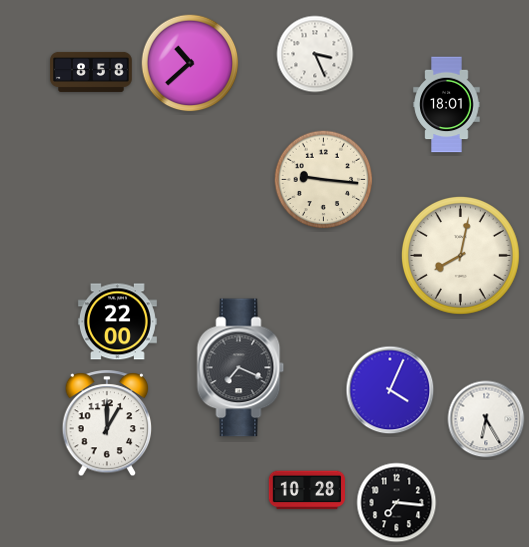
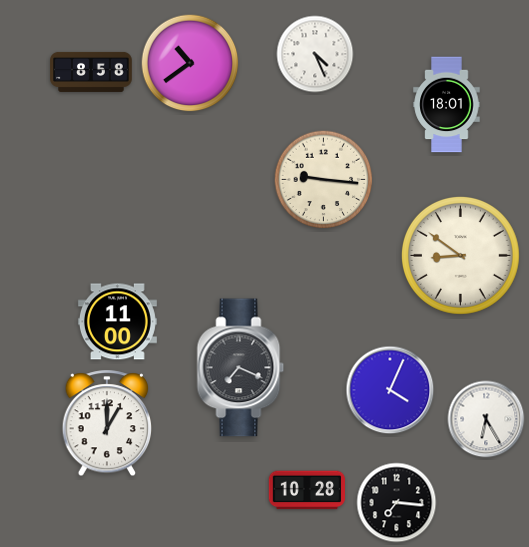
clock at (315, 54): 3:26 -> 4:26
clock at (190, 63): 10:38 -> 10:39
clock at (460, 255): 8:02 -> 8:51
clock at (117, 322): 22:00 -> 11:00
